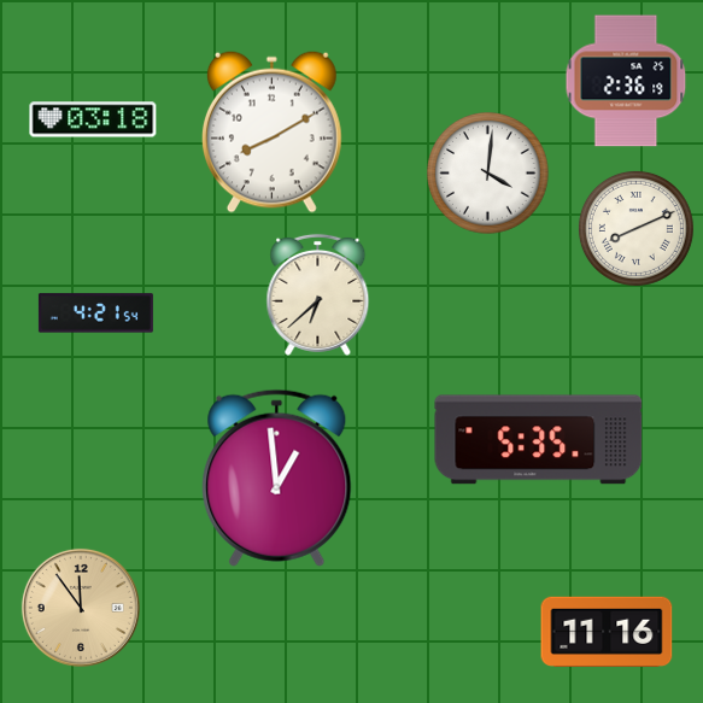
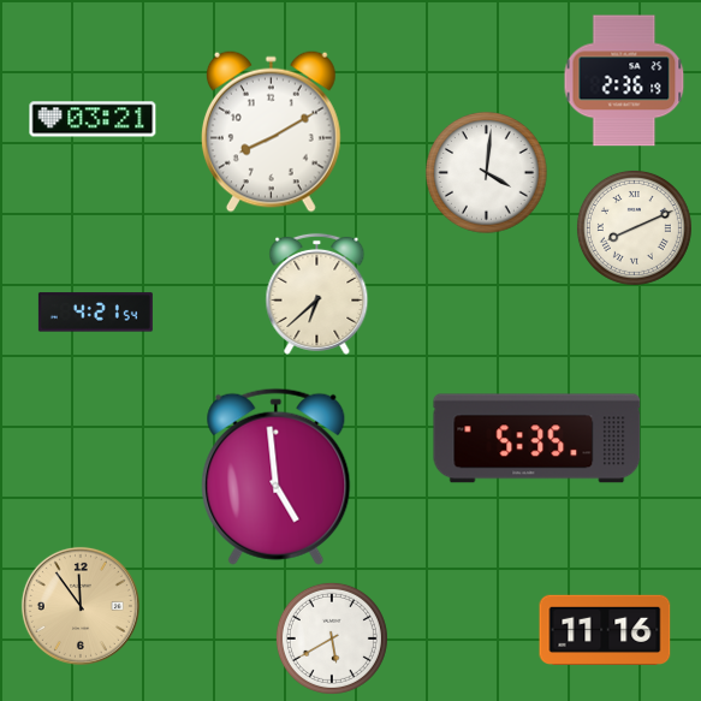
clock at (93, 119): 03:18 -> 03:21
clock at (277, 478): 12:59 -> 4:59
clock at (332, 638): none -> 5:40
